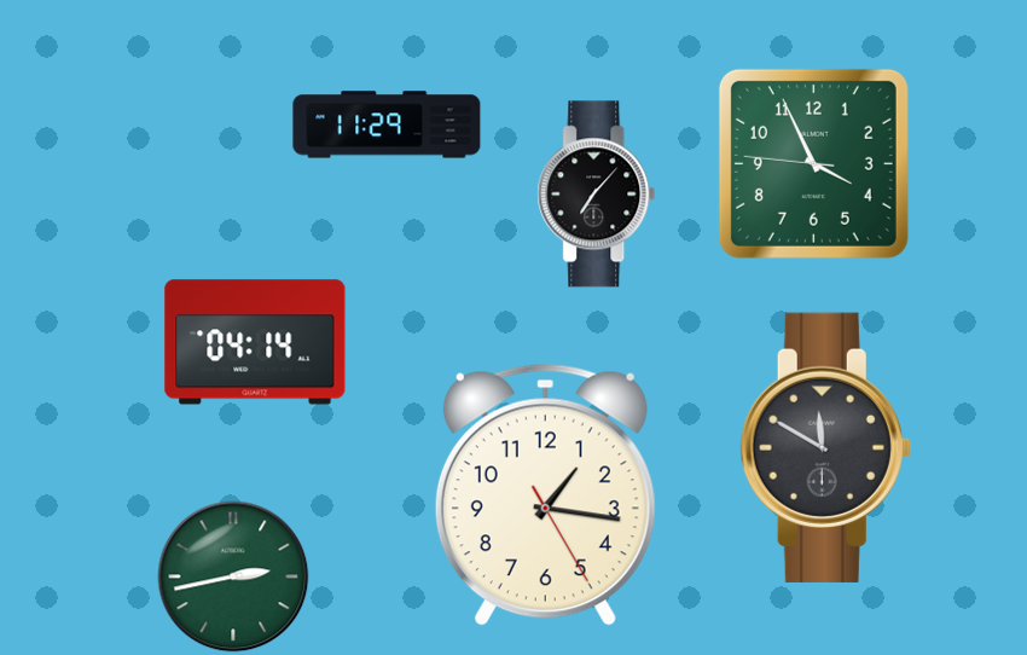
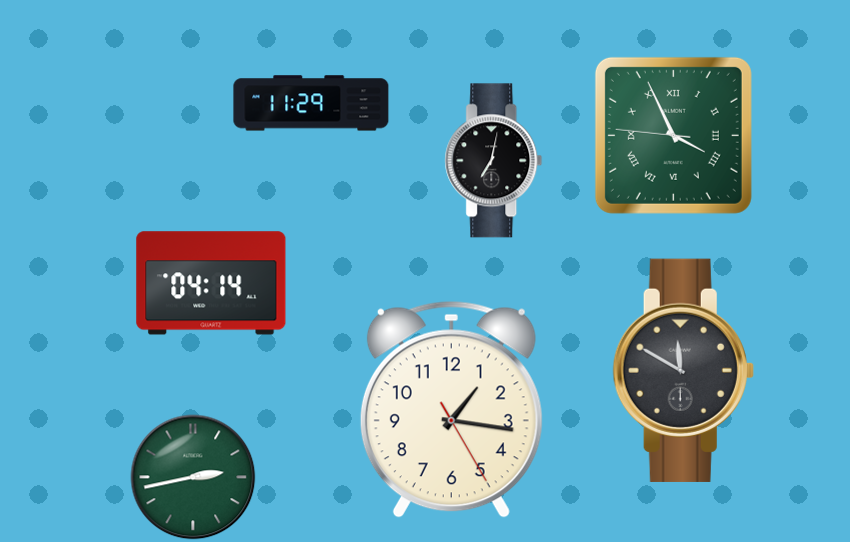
clock at (387, 124) position: (387, 124) -> (311, 103)
clock at (813, 163) numerals: Arabic -> Roman
clock at (597, 195): 7:07 -> 7:02
